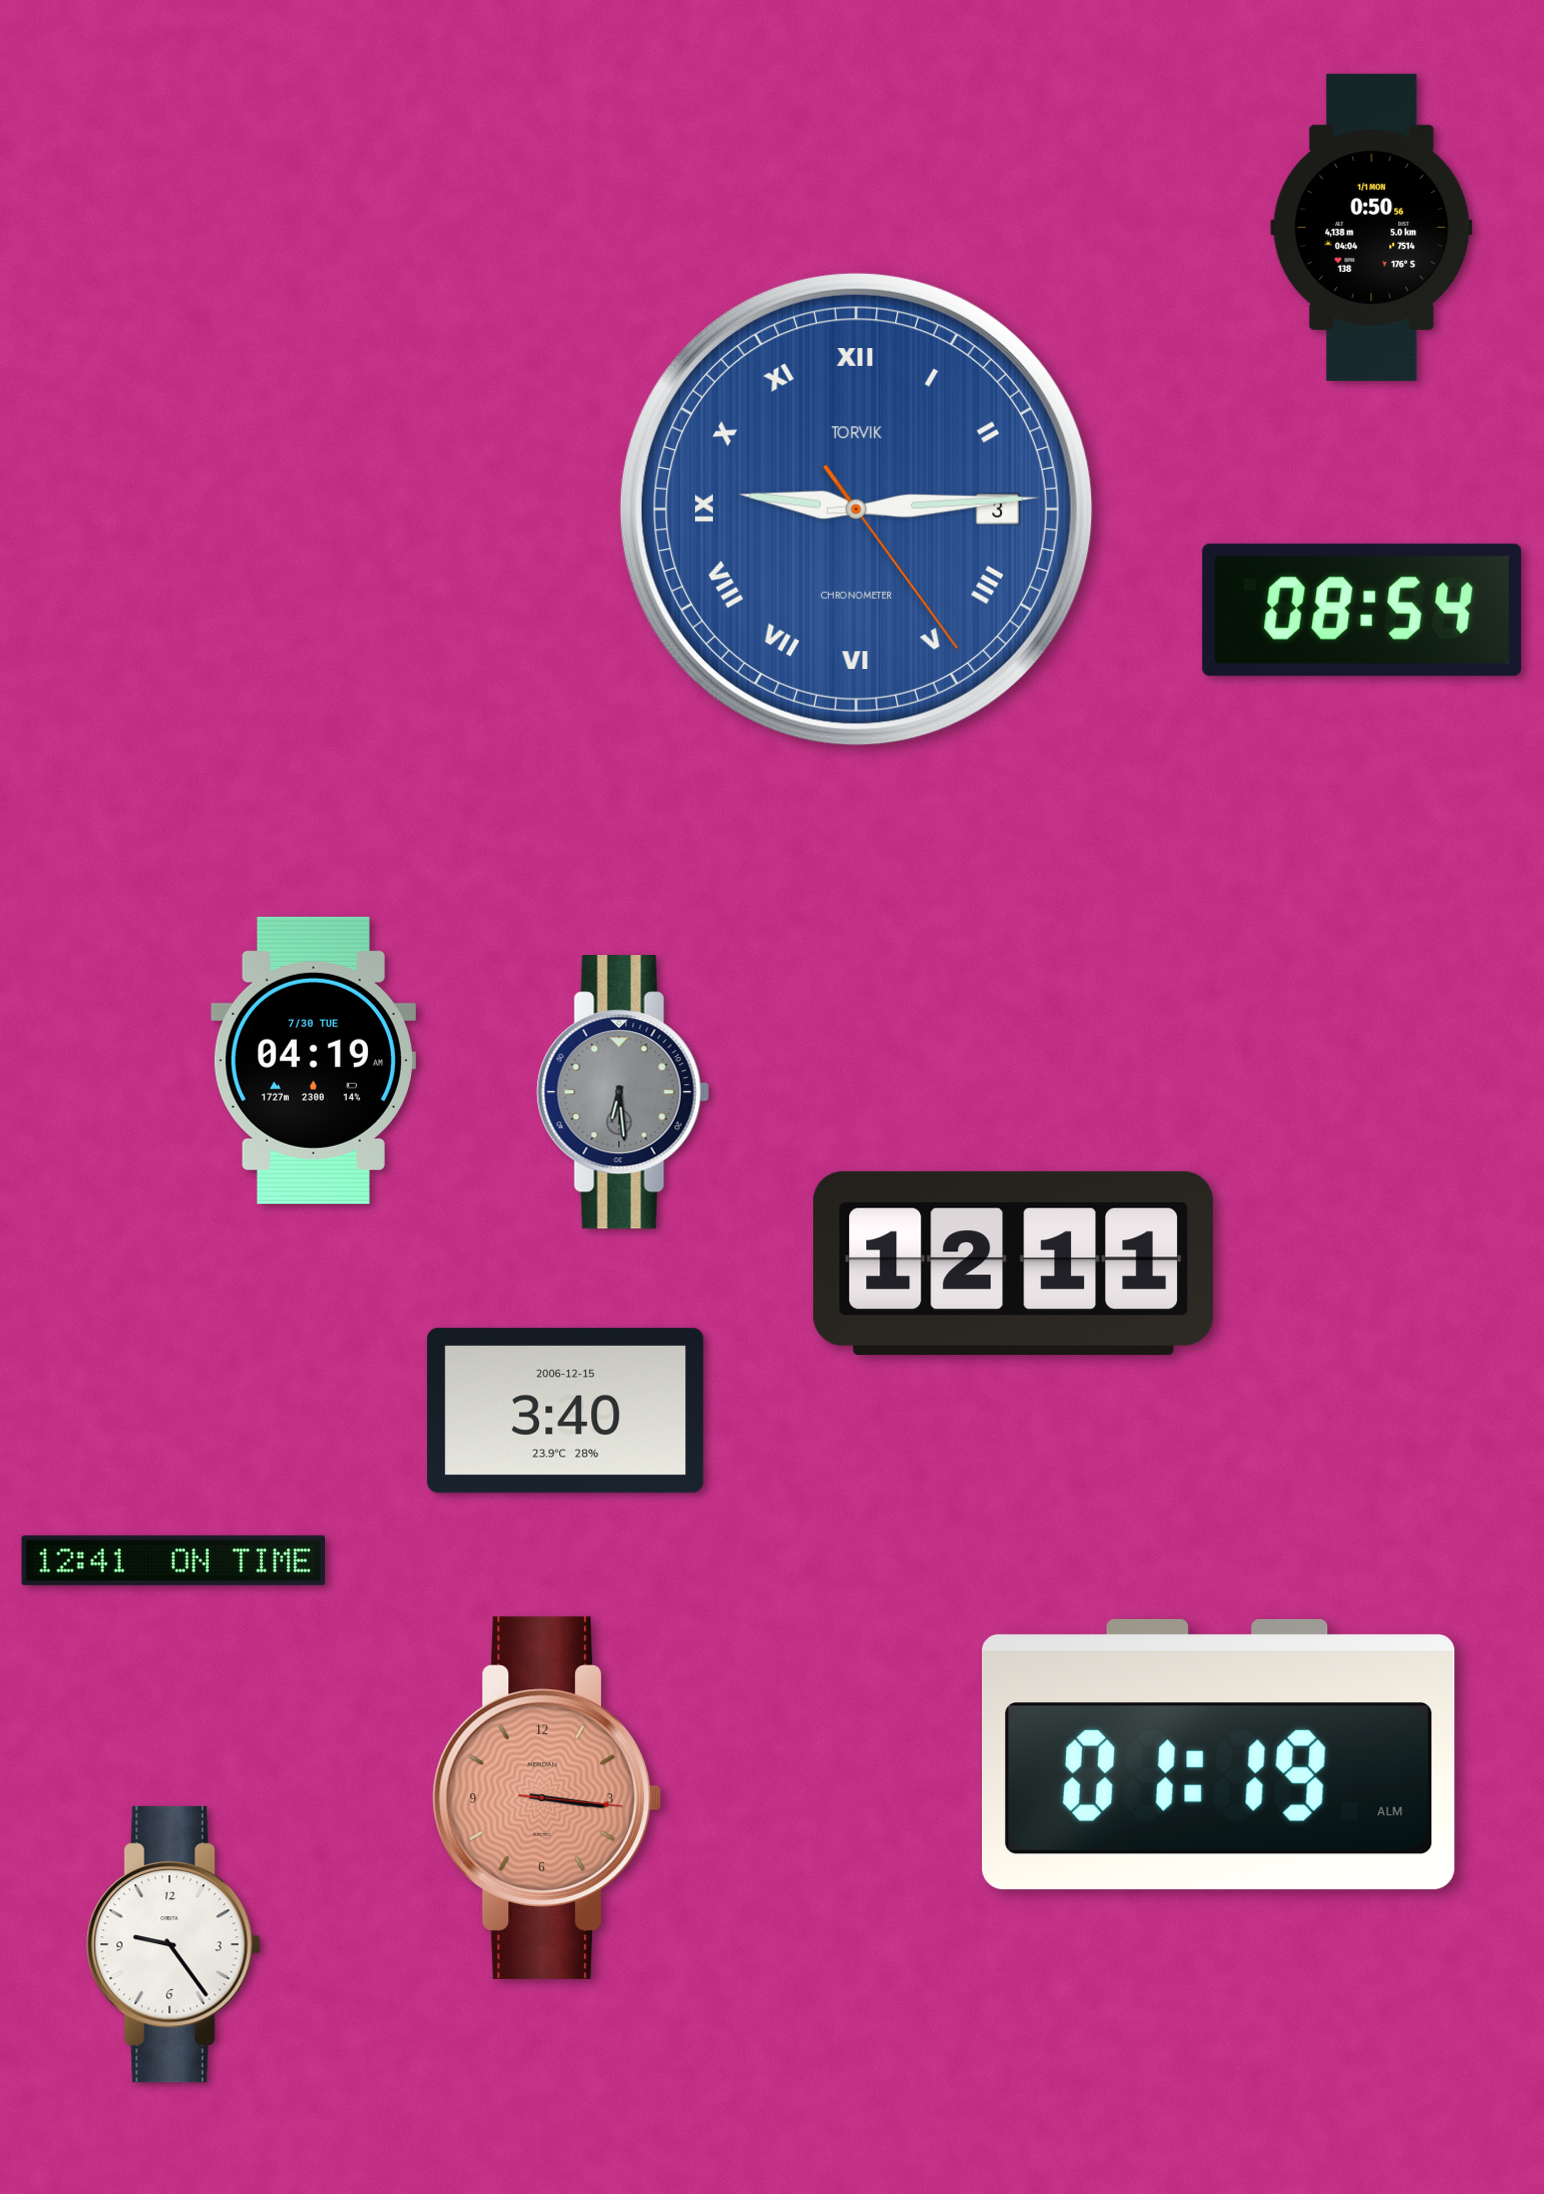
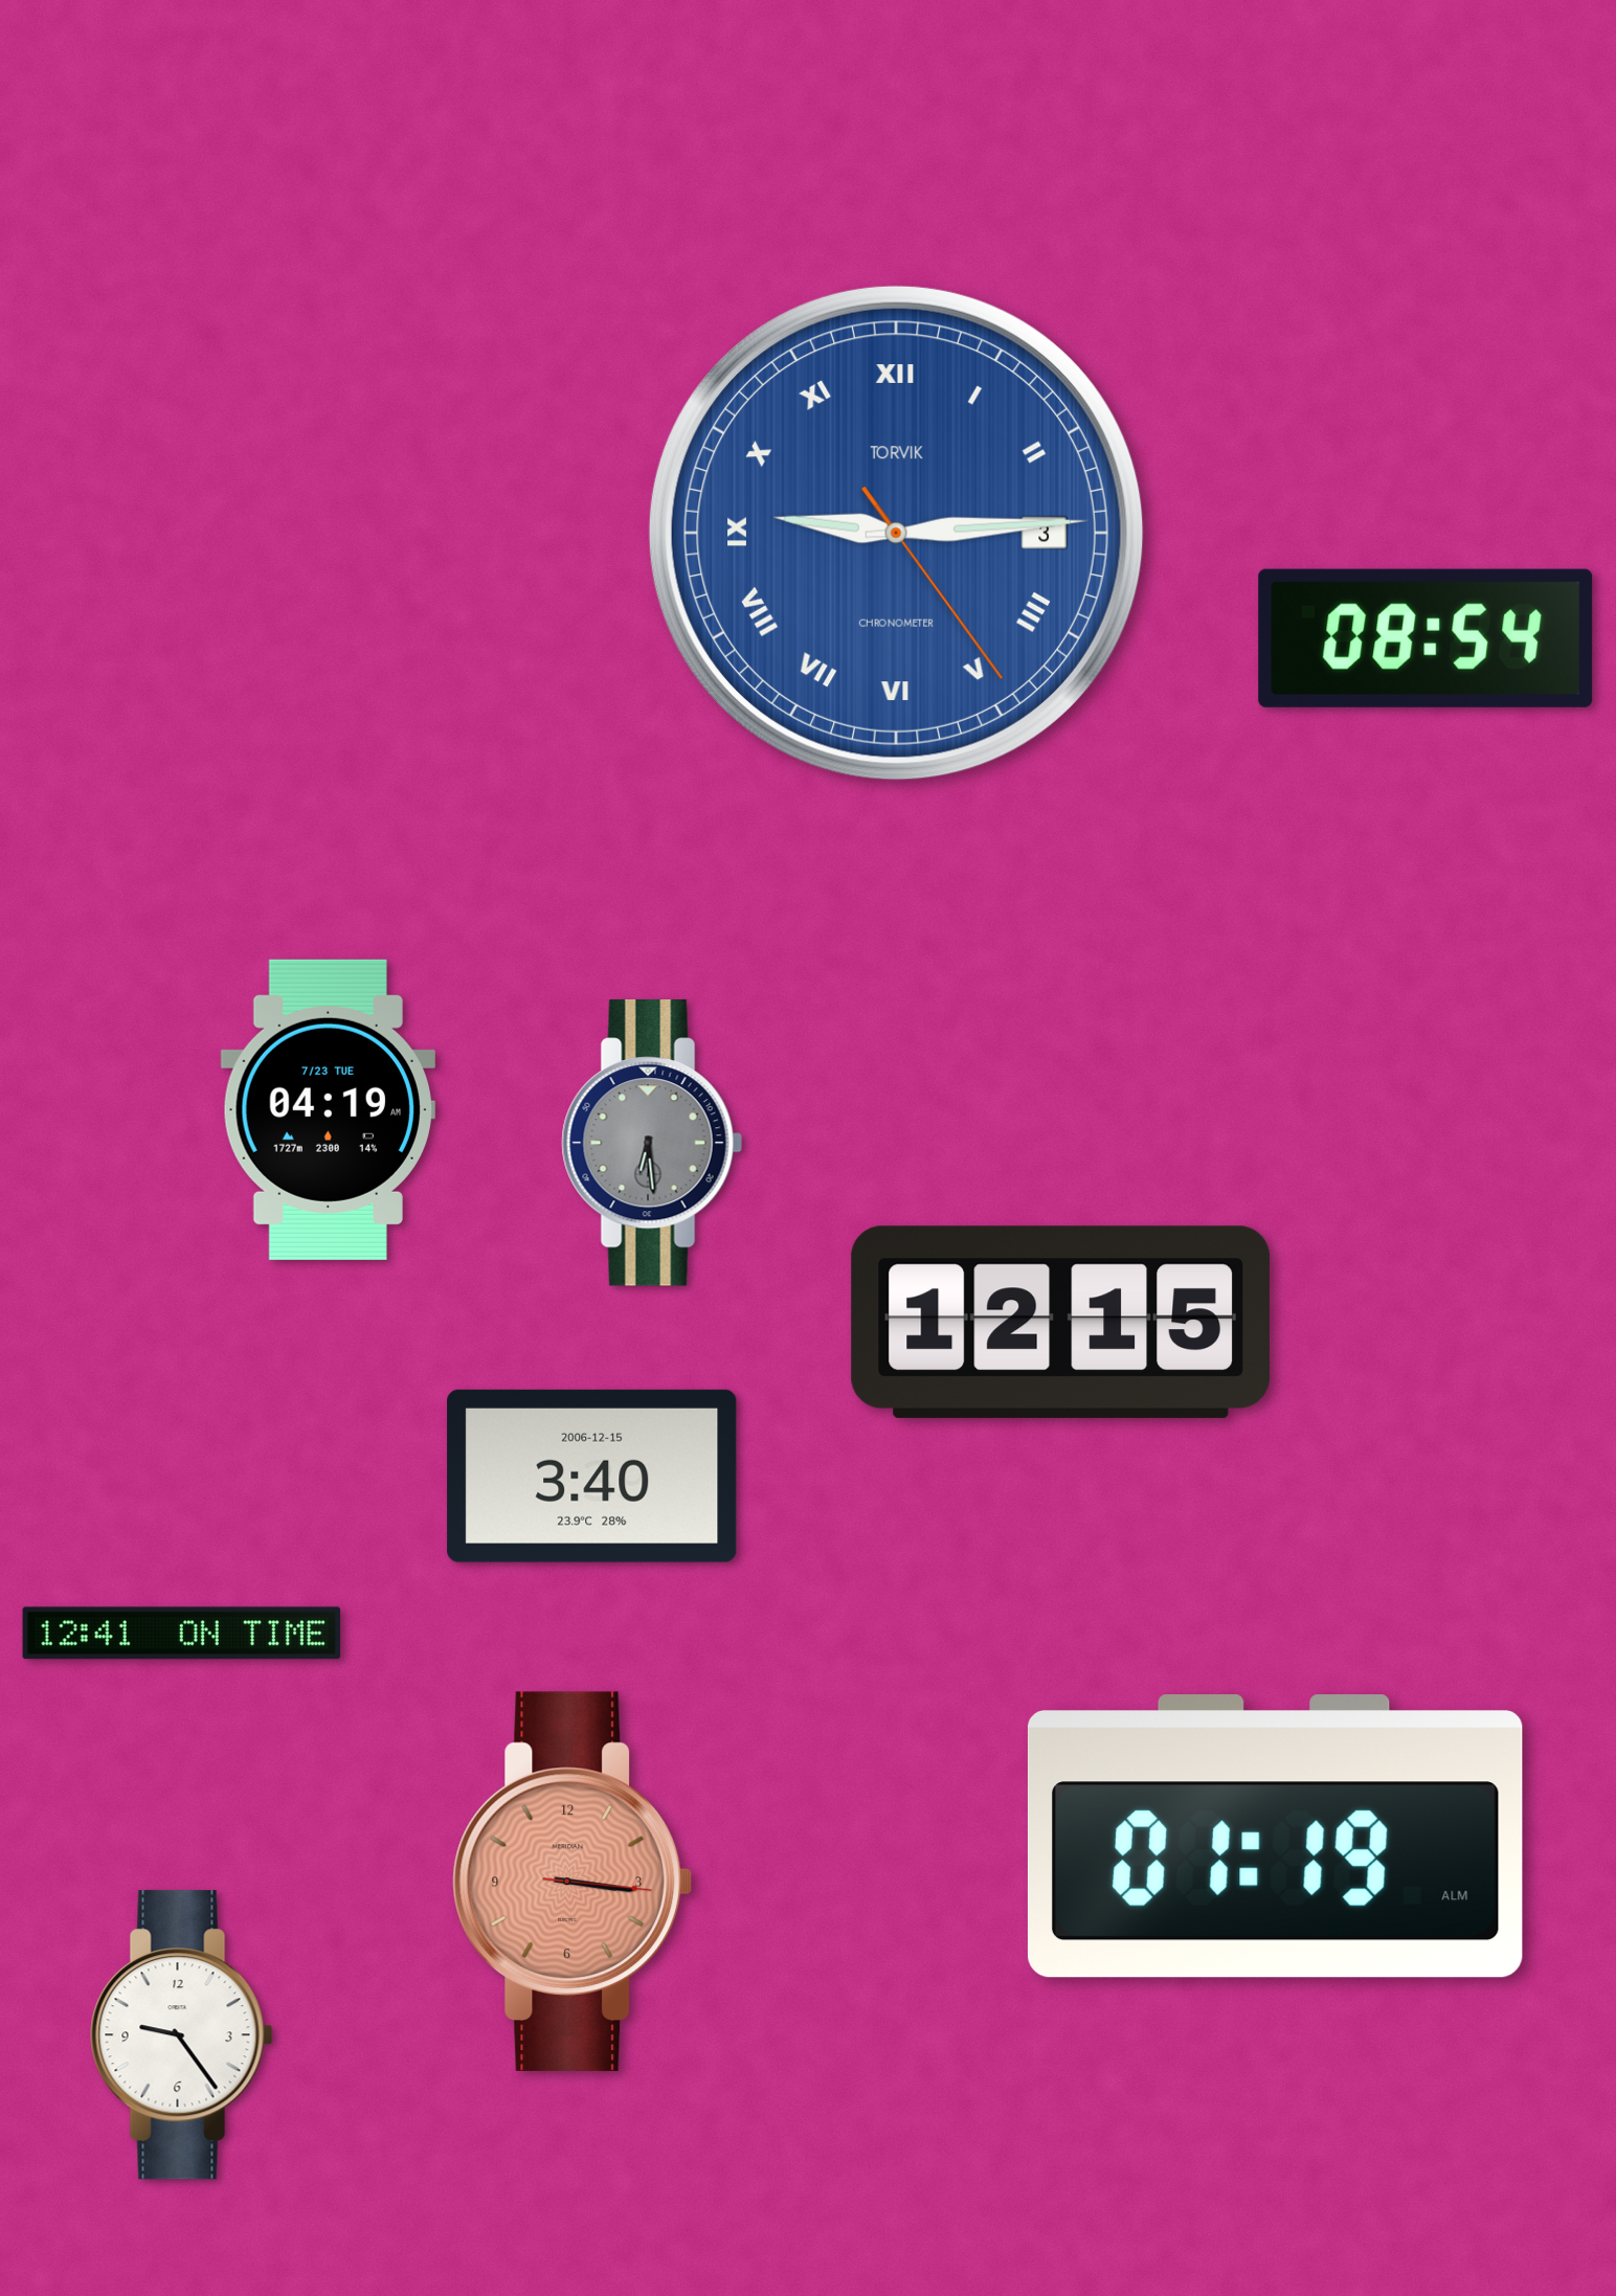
clock at (1372, 227): 0:50 -> none
clock at (313, 1060) date: 7/30 TUE -> 7/23 TUE
clock at (1013, 1263): 12:11 -> 12:15
